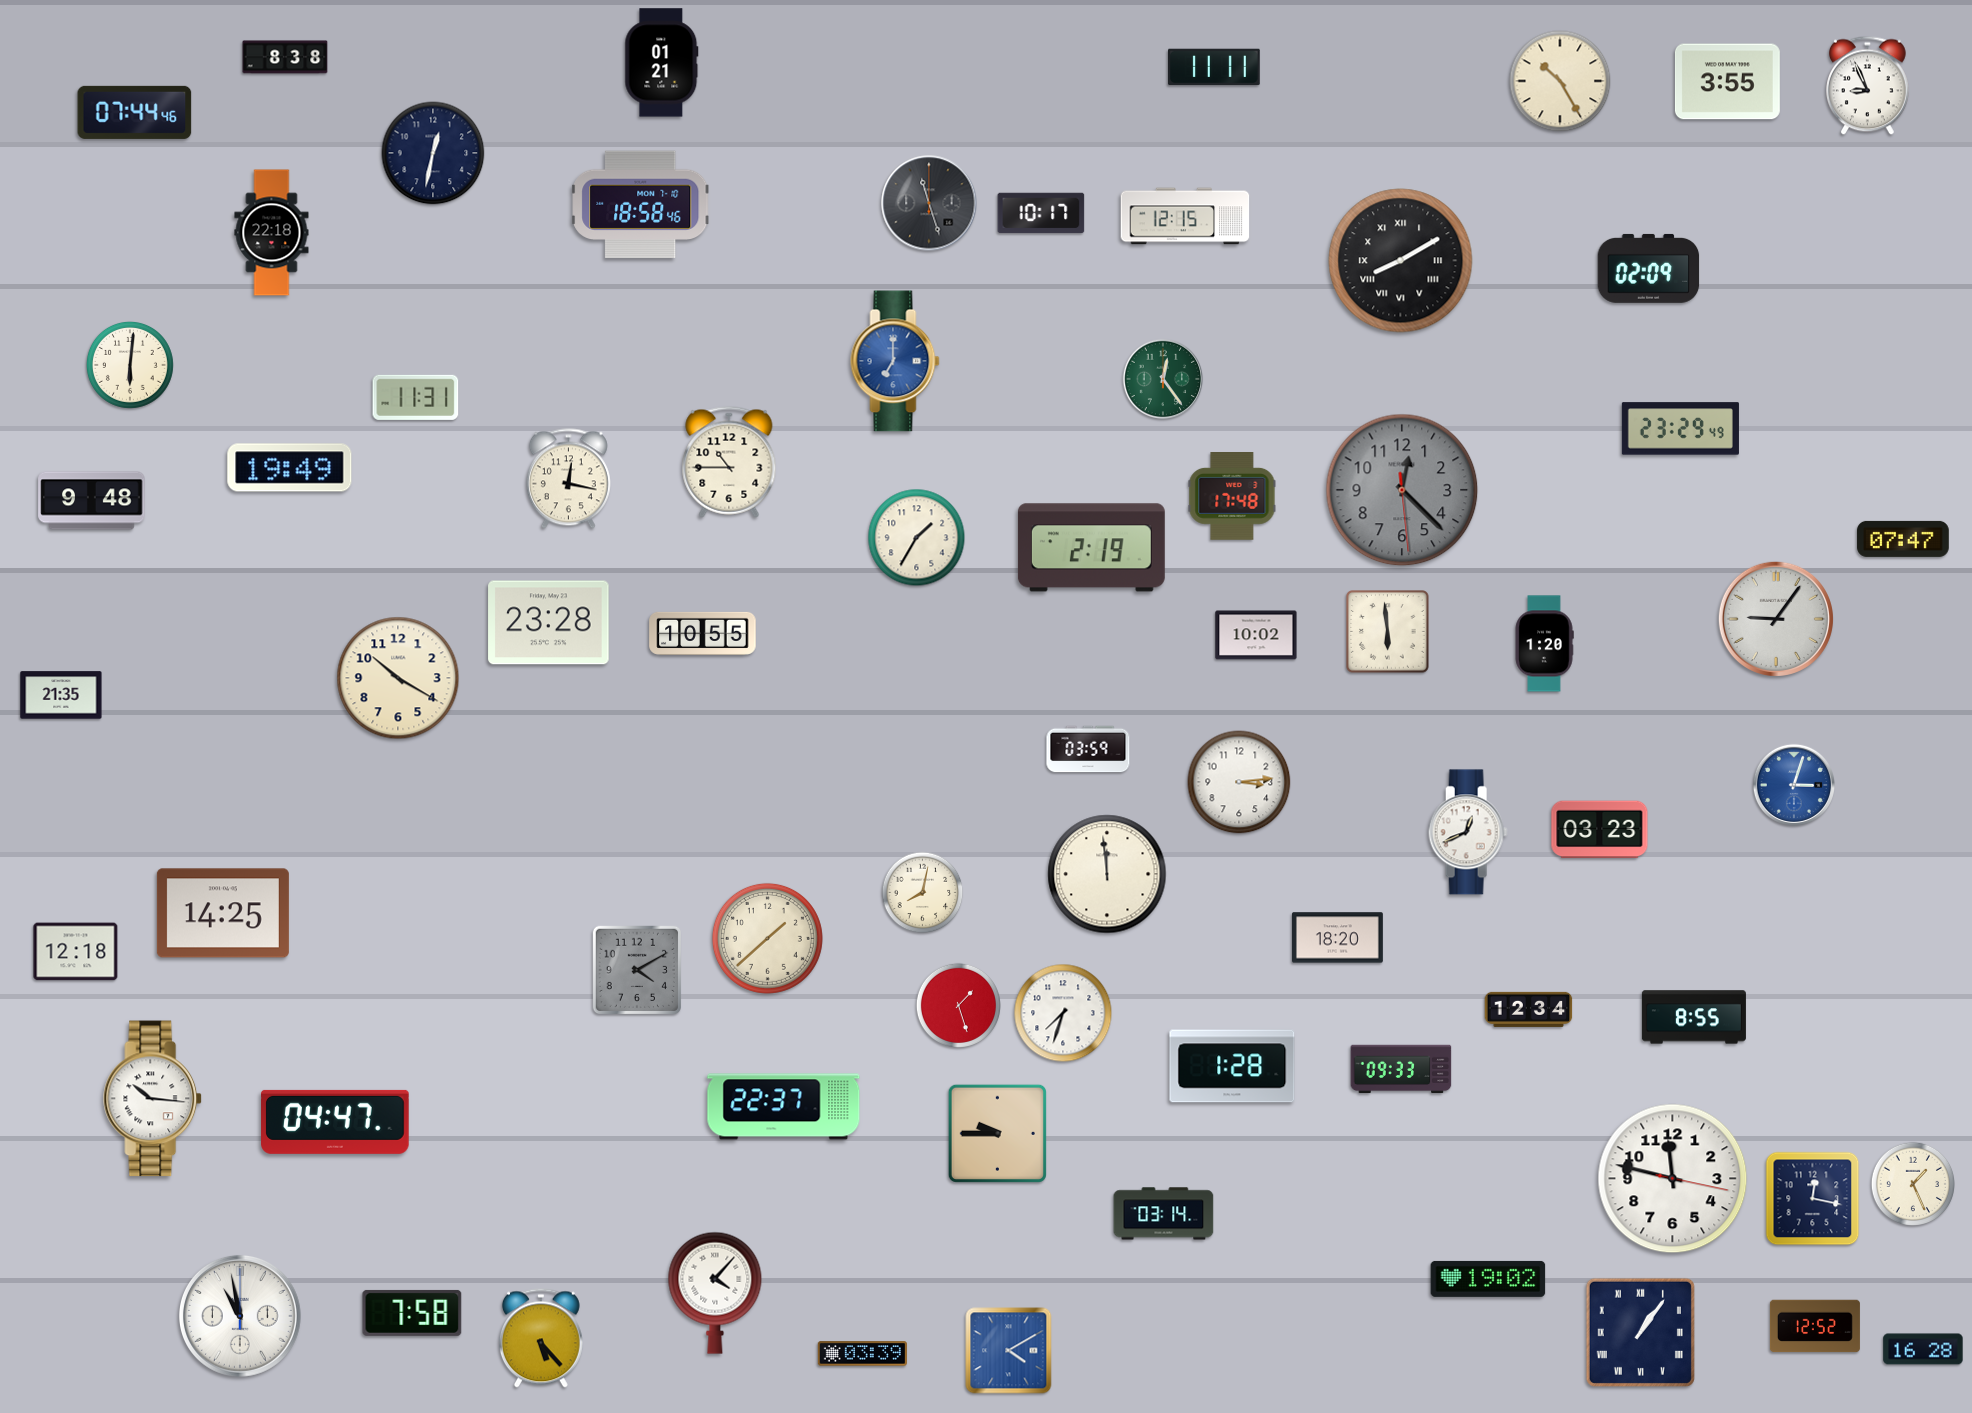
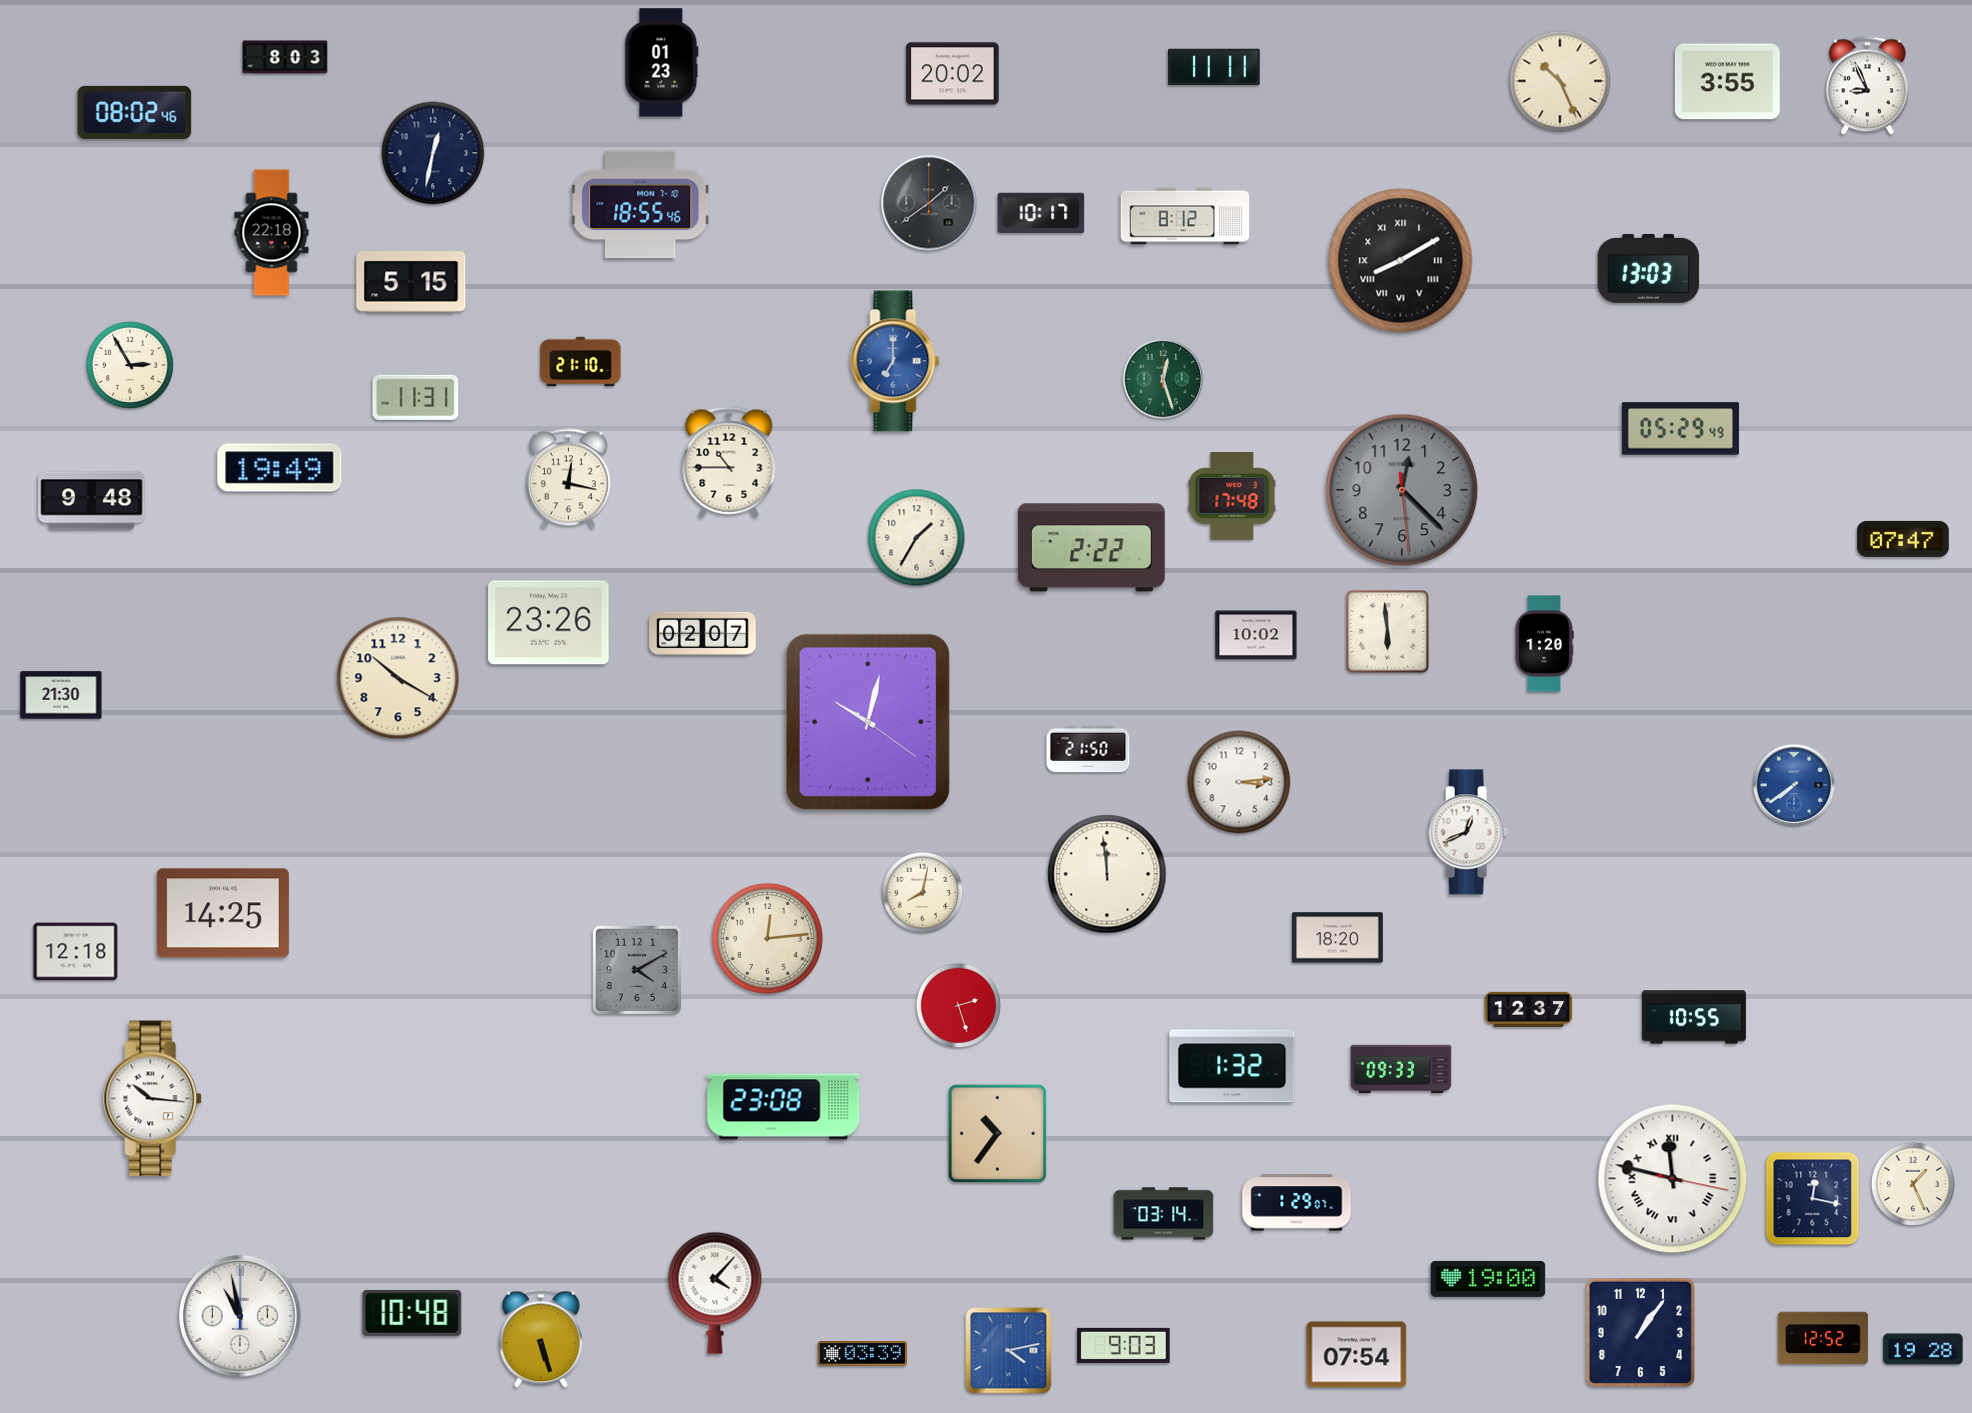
clock at (285, 57): 8:38 -> 8:03
clock at (662, 63): 01:21 -> 01:23
clock at (953, 74): none -> 20:02
clock at (1560, 81): 10:25 -> 10:26
clock at (135, 112): 07:44 -> 08:02
clock at (929, 203): 11:27 -> 1:39
clock at (641, 205): 18:58 -> 18:55
clock at (1185, 216): 12:15 -> 8:12
clock at (1649, 268): 02:09 -> 13:03
clock at (411, 282): none -> 5:15
clock at (581, 362): none -> 21:10
clock at (130, 365): 6:01 -> 2:55
clock at (1163, 379): 12:24 -> 12:27
clock at (1680, 429): 23:29 -> 05:29
clock at (290, 468) position: (290, 468) -> (280, 468)
clock at (1091, 548): 2:19 -> 2:22
clock at (1776, 619): 9:06 -> none
clock at (549, 623): 23:28 -> 23:26
clock at (703, 633): 10:55 -> 02:07
clock at (61, 695): 21:35 -> 21:30
clock at (868, 722): none -> 10:02
clock at (1088, 749): 03:59 -> 21:50
clock at (1793, 784): 3:03 -> 7:39
clock at (1600, 830): 03:23 -> none
clock at (767, 938): 1:38 -> 12:14
clock at (958, 1005): 1:27 -> 2:27
clock at (1529, 1009): 12:34 -> 12:37
clock at (1063, 1013): 7:33 -> none
clock at (1694, 1017): 8:55 -> 10:55
clock at (1232, 1066): 1:28 -> 1:32
clock at (784, 1107): 22:37 -> 23:08
clock at (335, 1122): 04:47 -> none
clock at (997, 1133): 9:45 -> 10:36
clock at (1673, 1179) numerals: Arabic -> Roman
clock at (1297, 1203): none -> 1:29
clock at (1488, 1279): 19:02 -> 19:00
clock at (412, 1313): 7:58 -> 10:48
clock at (1815, 1326) position: (1815, 1326) -> (1823, 1338)
clock at (1640, 1332) numerals: Roman -> Arabic
clock at (541, 1338): 5:23 -> 5:27
clock at (1124, 1345): none -> 9:03
clock at (1923, 1349): 16:28 -> 19:28
clock at (1009, 1351): 4:10 -> 4:13
clock at (1357, 1355): none -> 07:54
